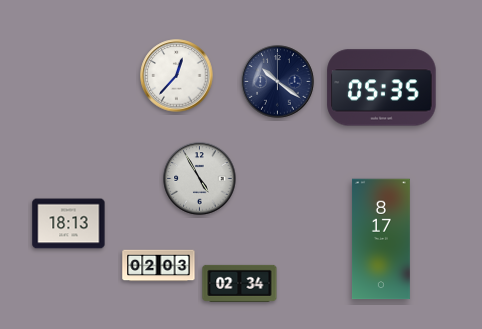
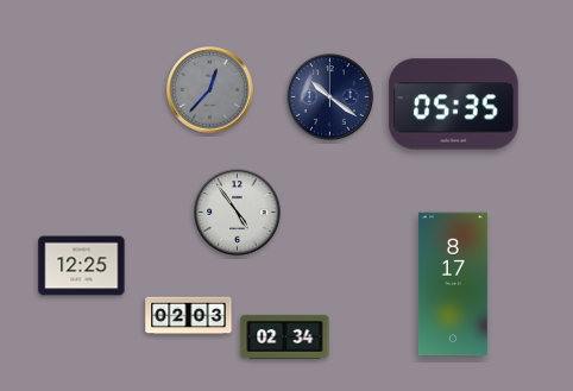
clock at (177, 76) dial: white -> grey
clock at (200, 179): 4:55 -> 4:54
clock at (69, 224): 18:13 -> 12:25
